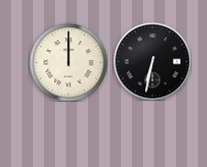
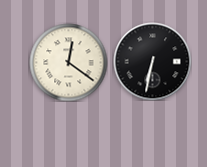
clock at (68, 62): 12:00 -> 12:21
